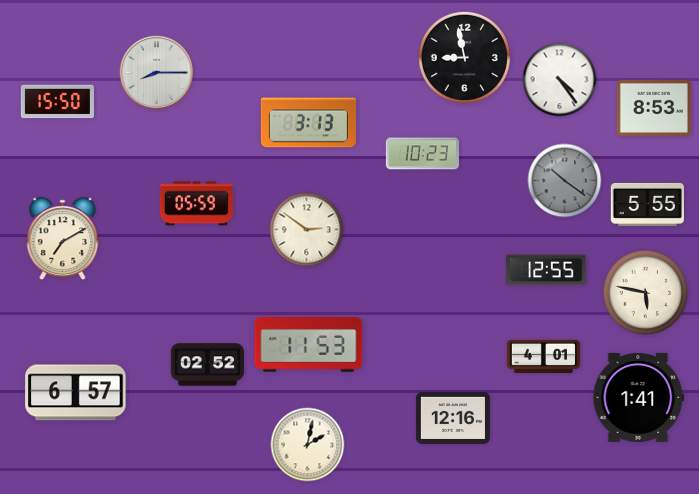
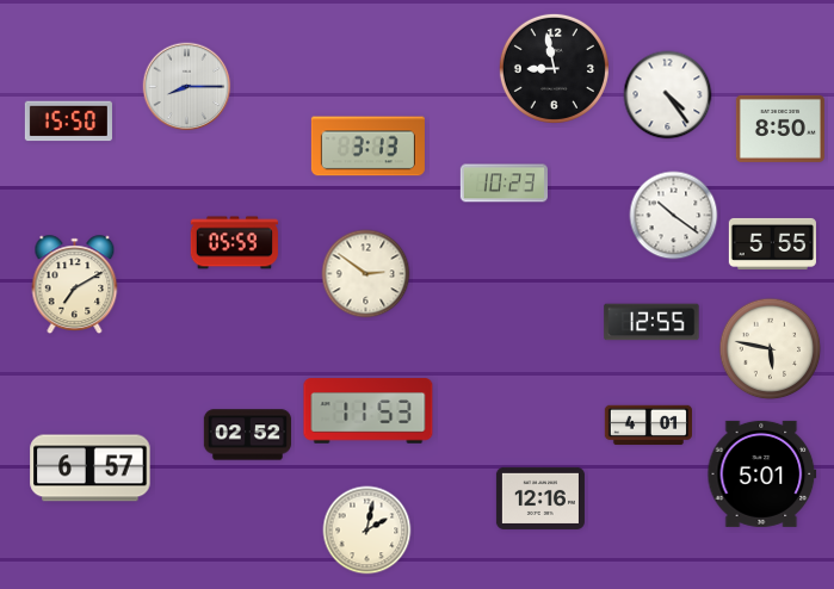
clock at (654, 108): 8:53 -> 8:50
clock at (565, 181) dial: grey -> white
clock at (639, 397): 1:41 -> 5:01
